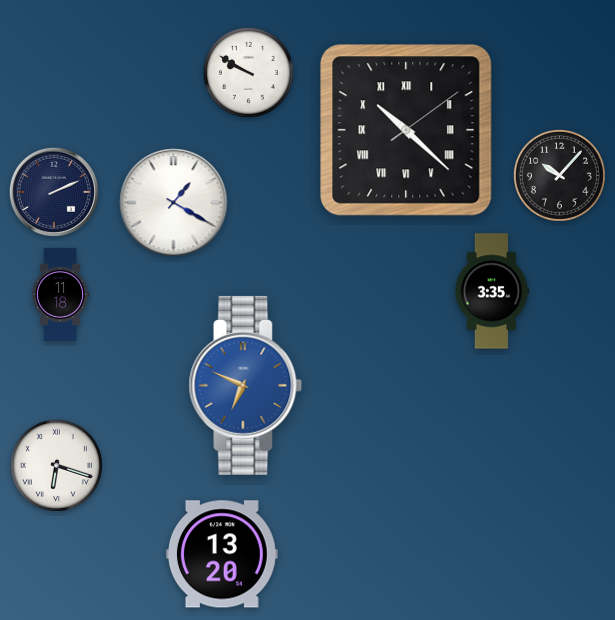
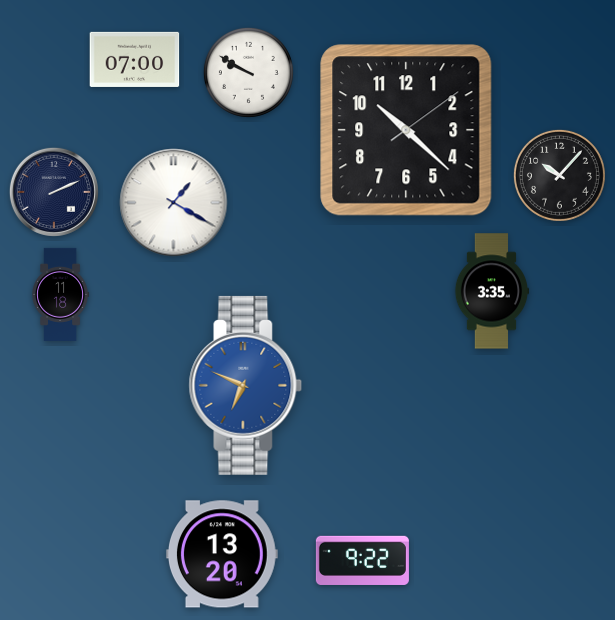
clock at (135, 59): none -> 07:00
clock at (406, 130) numerals: Roman -> Arabic
clock at (56, 465): 6:18 -> none
clock at (362, 560): none -> 9:22
